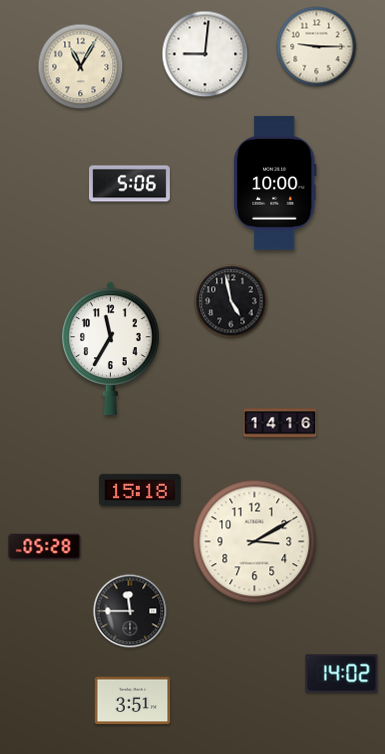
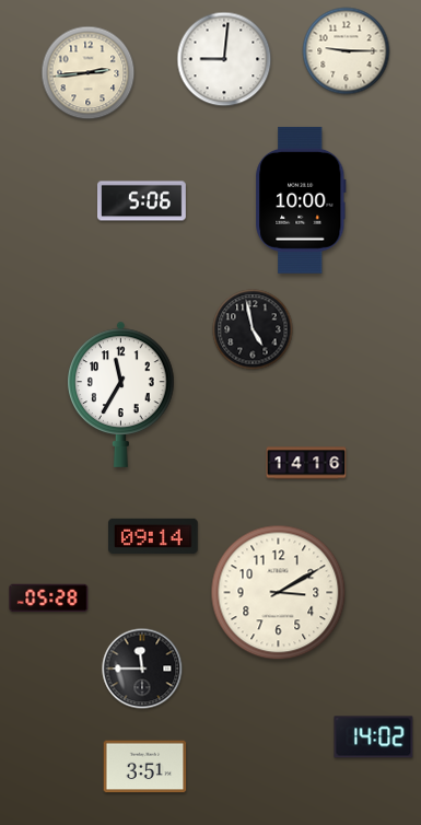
clock at (81, 67): 11:05 -> 2:44
clock at (111, 348) position: (111, 348) -> (121, 394)
clock at (140, 490): 15:18 -> 09:14
